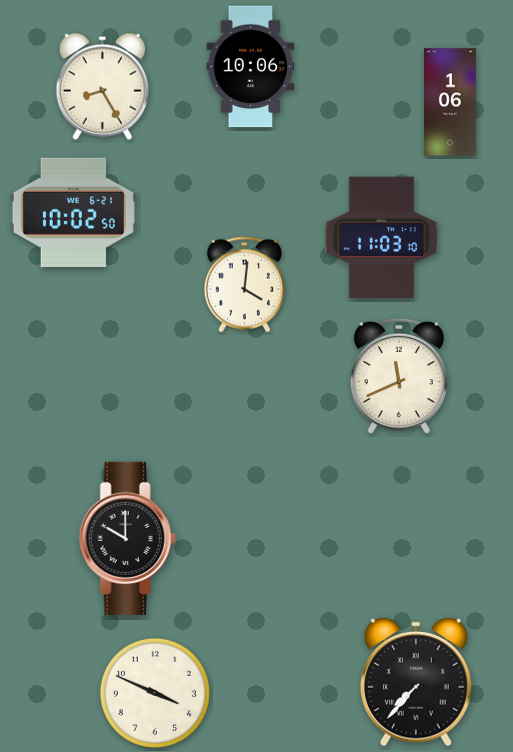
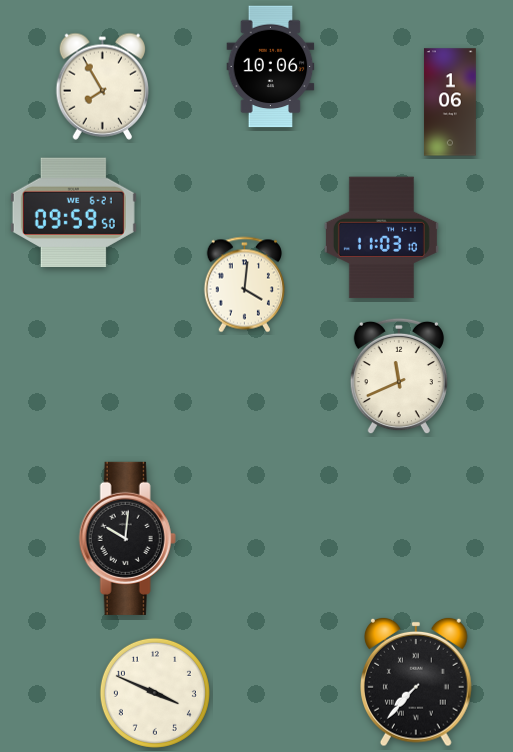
clock at (251, 67) position: (251, 67) -> (271, 67)
clock at (102, 86): 8:25 -> 7:55
clock at (73, 212): 10:02 -> 09:59
clock at (127, 538): 10:00 -> 10:01
